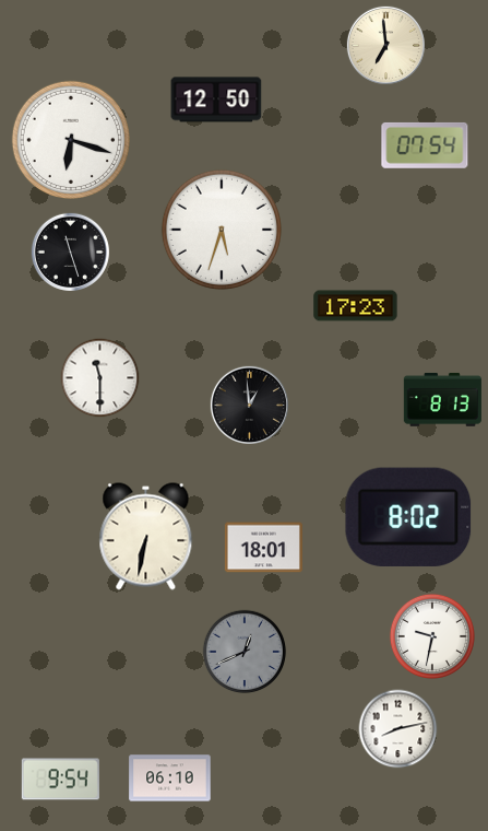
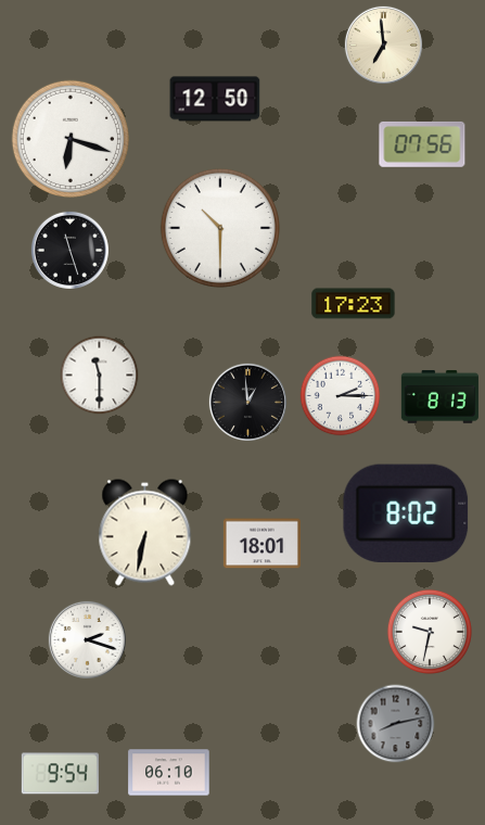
clock at (425, 145): 07:54 -> 07:56
clock at (222, 230): 5:33 -> 10:30
clock at (341, 396): none -> 2:15
clock at (87, 639): none -> 2:18
clock at (245, 652): 12:41 -> none
clock at (398, 729) dial: white -> grey
